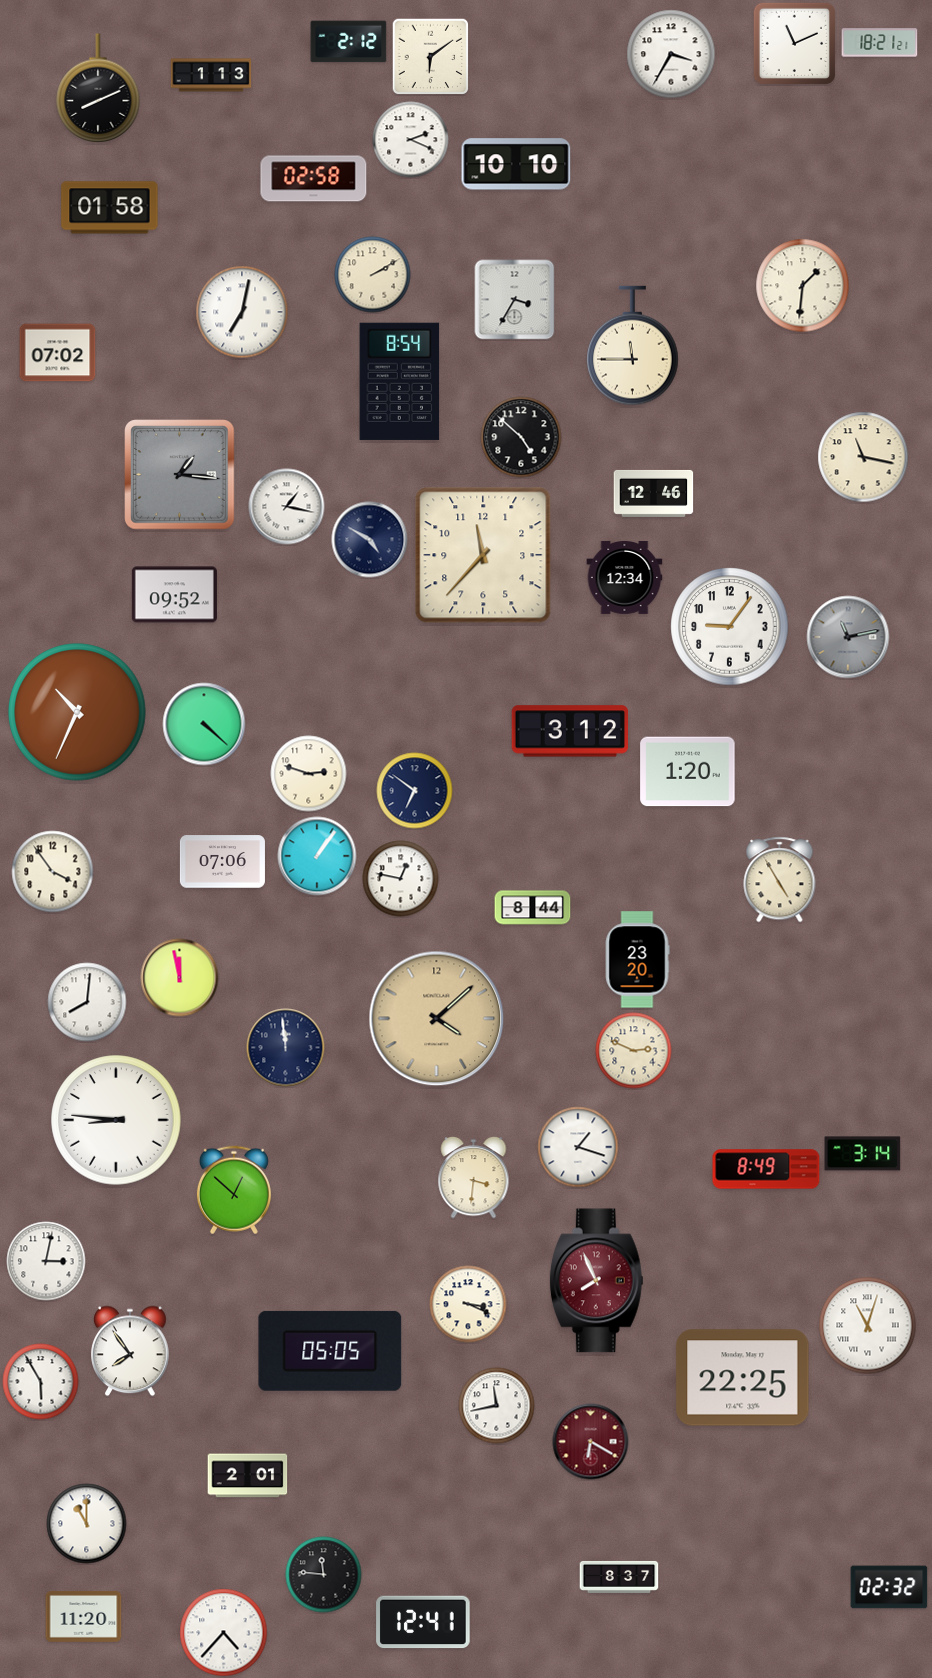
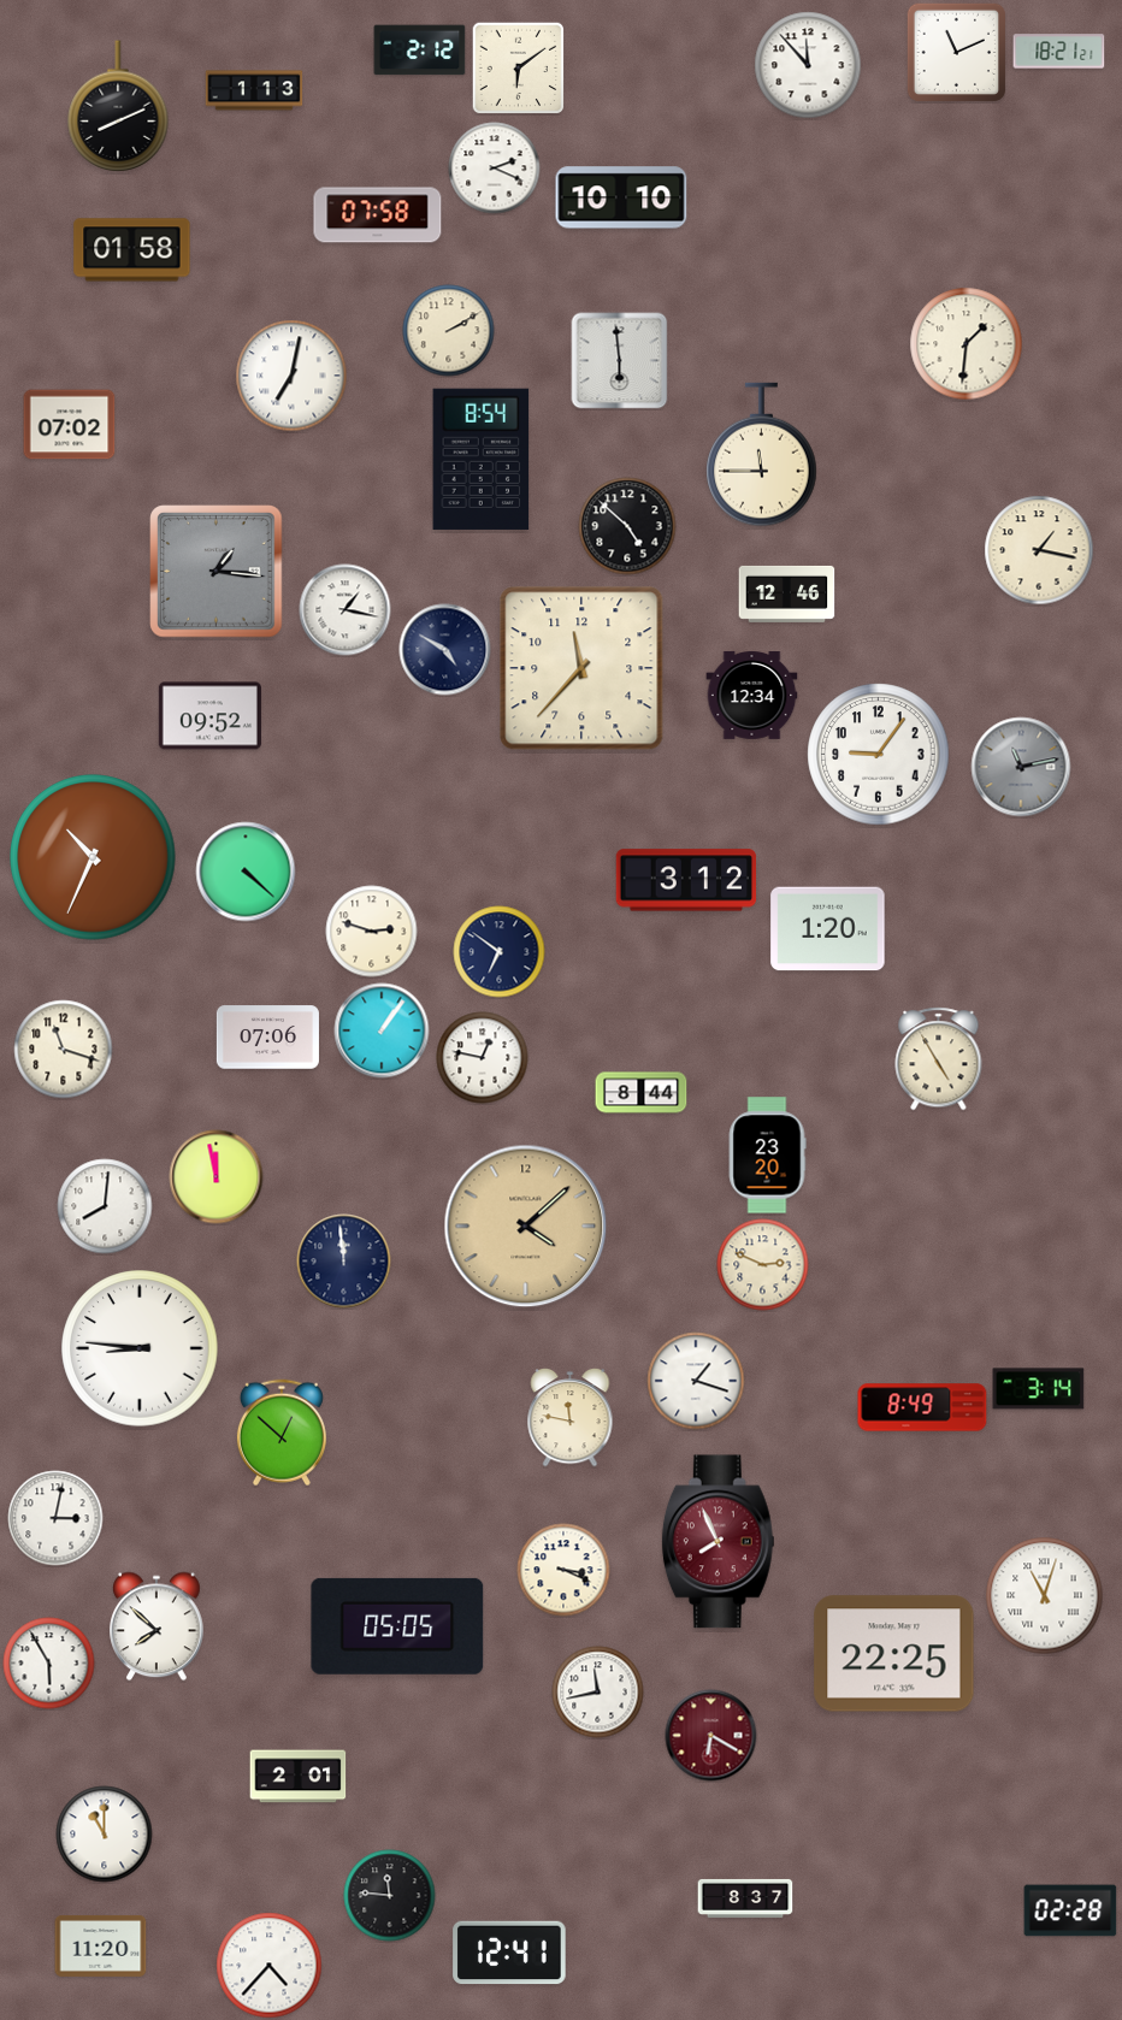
clock at (671, 54): 3:35 -> 11:53
clock at (314, 179): 02:58 -> 07:58
clock at (515, 300): 3:35 -> 5:59
clock at (633, 346) position: (633, 346) -> (762, 455)
clock at (863, 457): 11:17 -> 1:17
clock at (53, 872): 3:54 -> 11:18
clock at (474, 1178): 3:31 -> 11:47
clock at (131, 1351): 7:54 -> 7:52
clock at (743, 1378) position: (743, 1378) -> (894, 1654)
clock at (889, 1587): 02:32 -> 02:28
